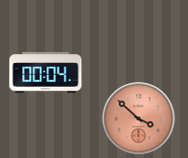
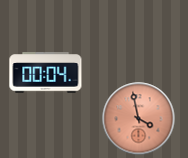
clock at (139, 119): 3:52 -> 3:58
